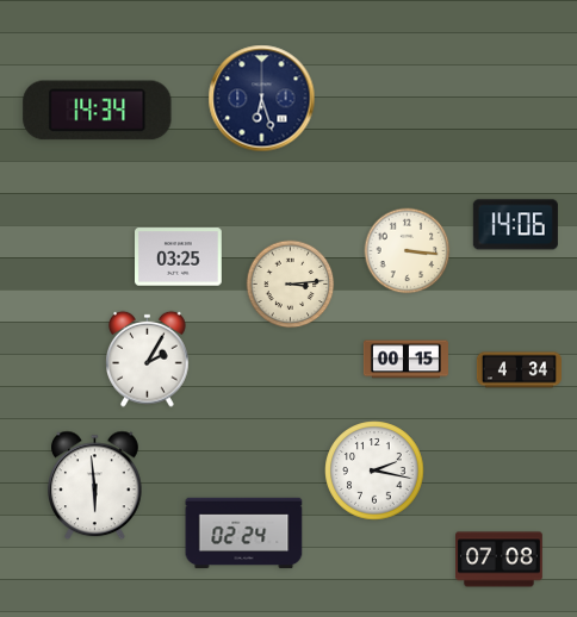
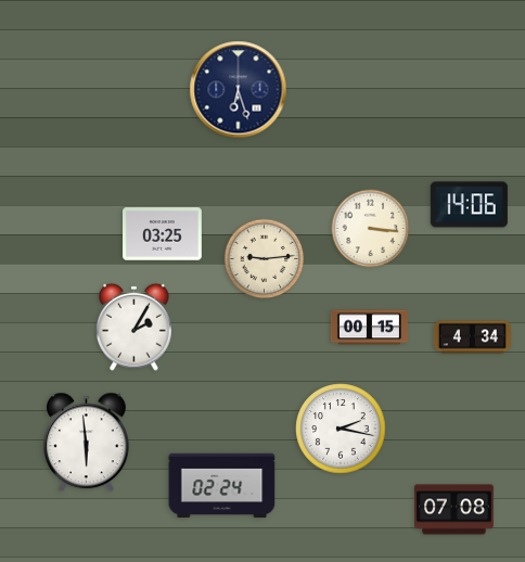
clock at (98, 111): 14:34 -> none
clock at (291, 285): 3:14 -> 9:14
